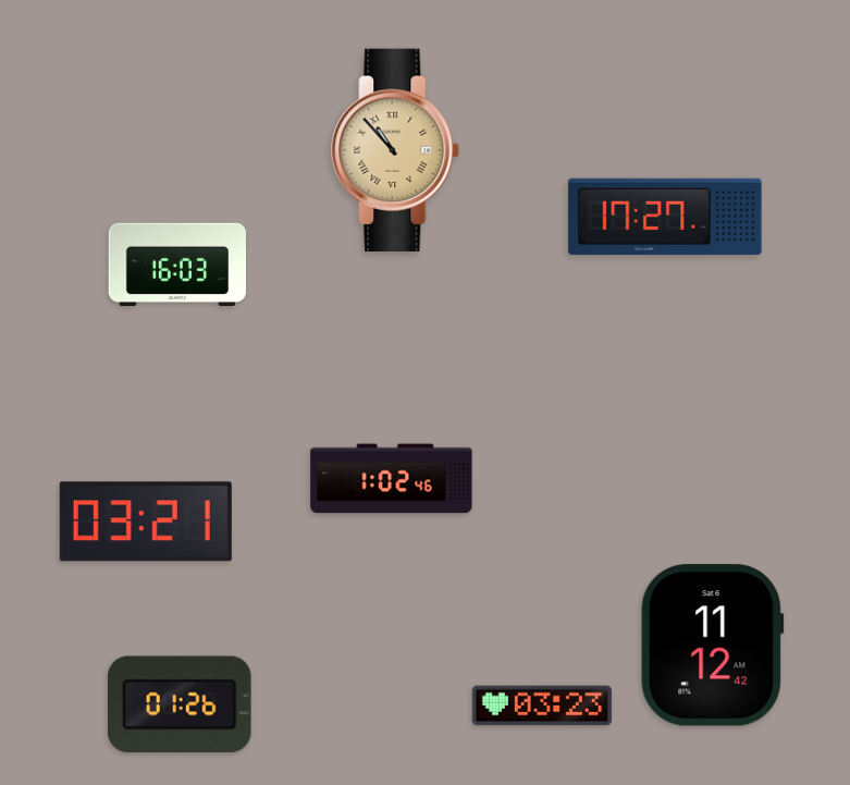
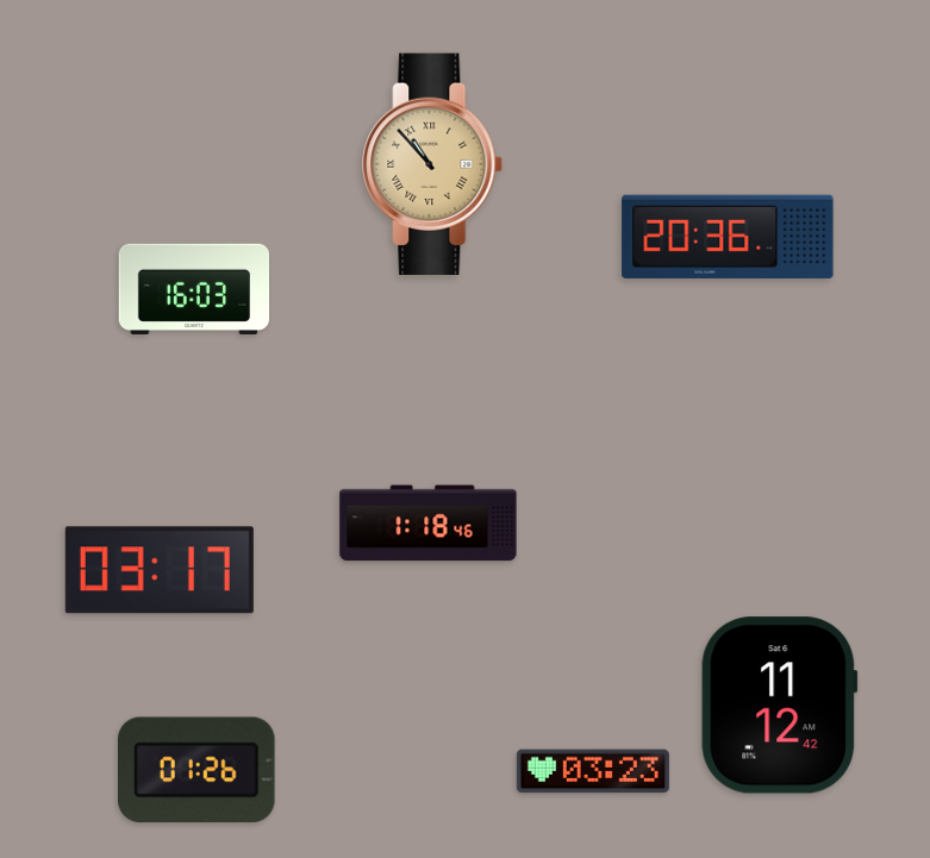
clock at (665, 217): 17:27 -> 20:36
clock at (392, 479): 1:02 -> 1:18
clock at (146, 522): 03:21 -> 03:17
